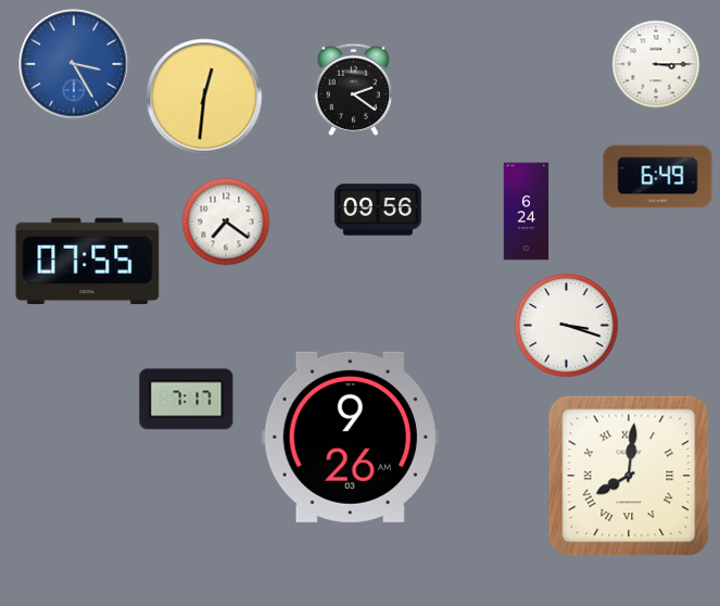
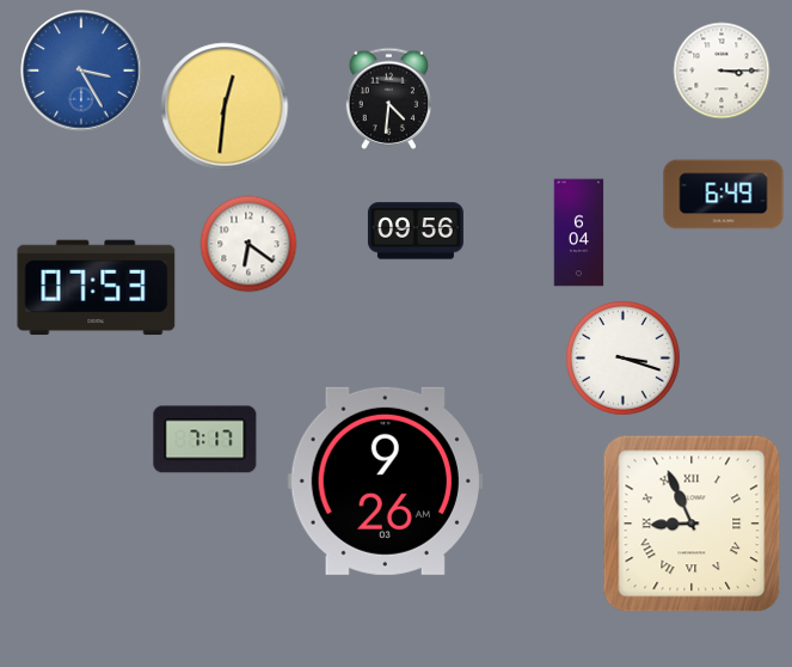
clock at (354, 89): 2:21 -> 4:31
clock at (527, 212): 6:24 -> 6:04
clock at (226, 222): 7:21 -> 6:21
clock at (88, 262): 07:55 -> 07:53
clock at (629, 476): 8:01 -> 8:56
